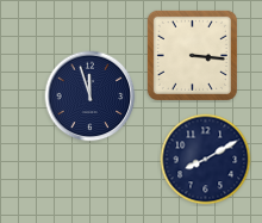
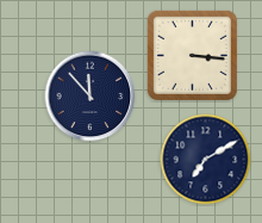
clock at (91, 97): 11:57 -> 11:53
clock at (206, 160): 8:10 -> 7:10
